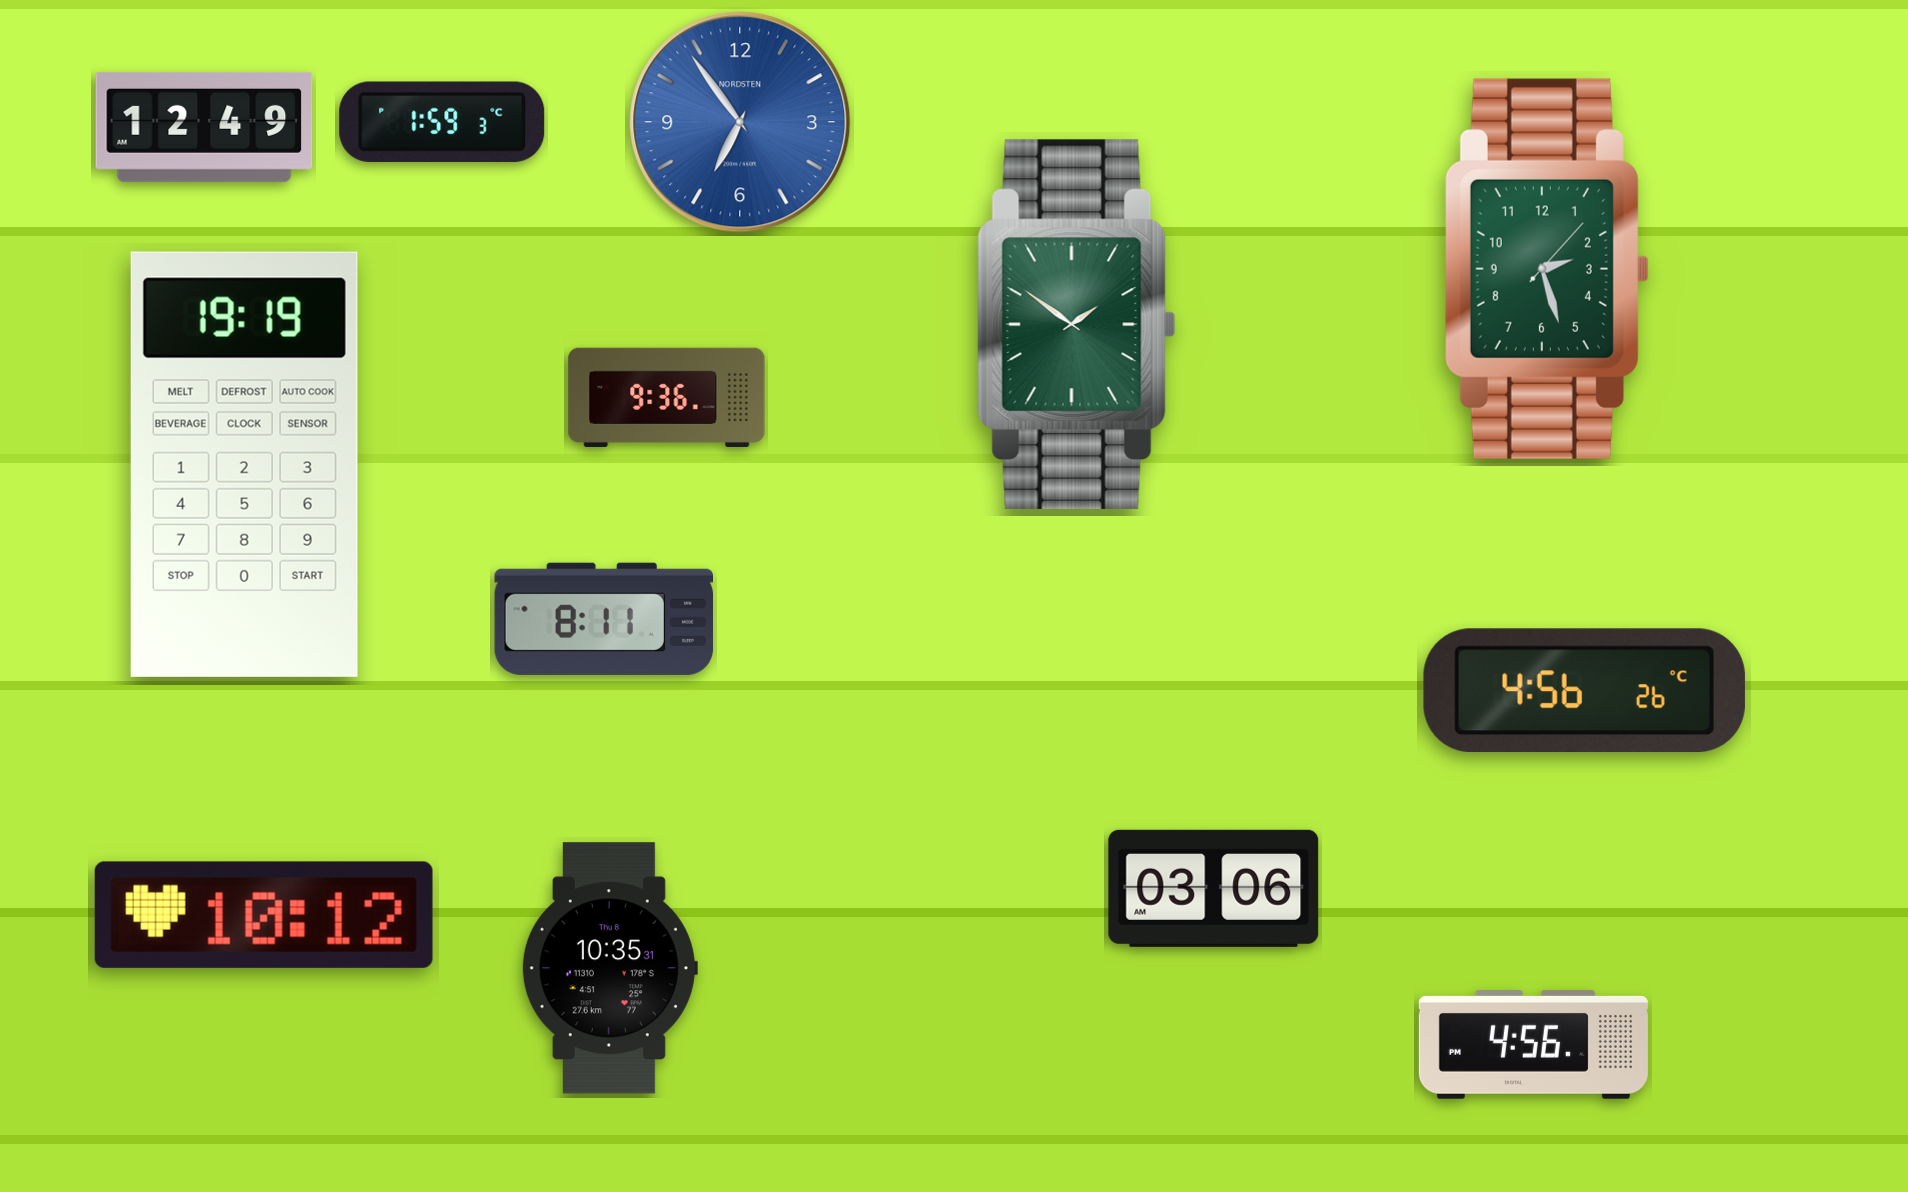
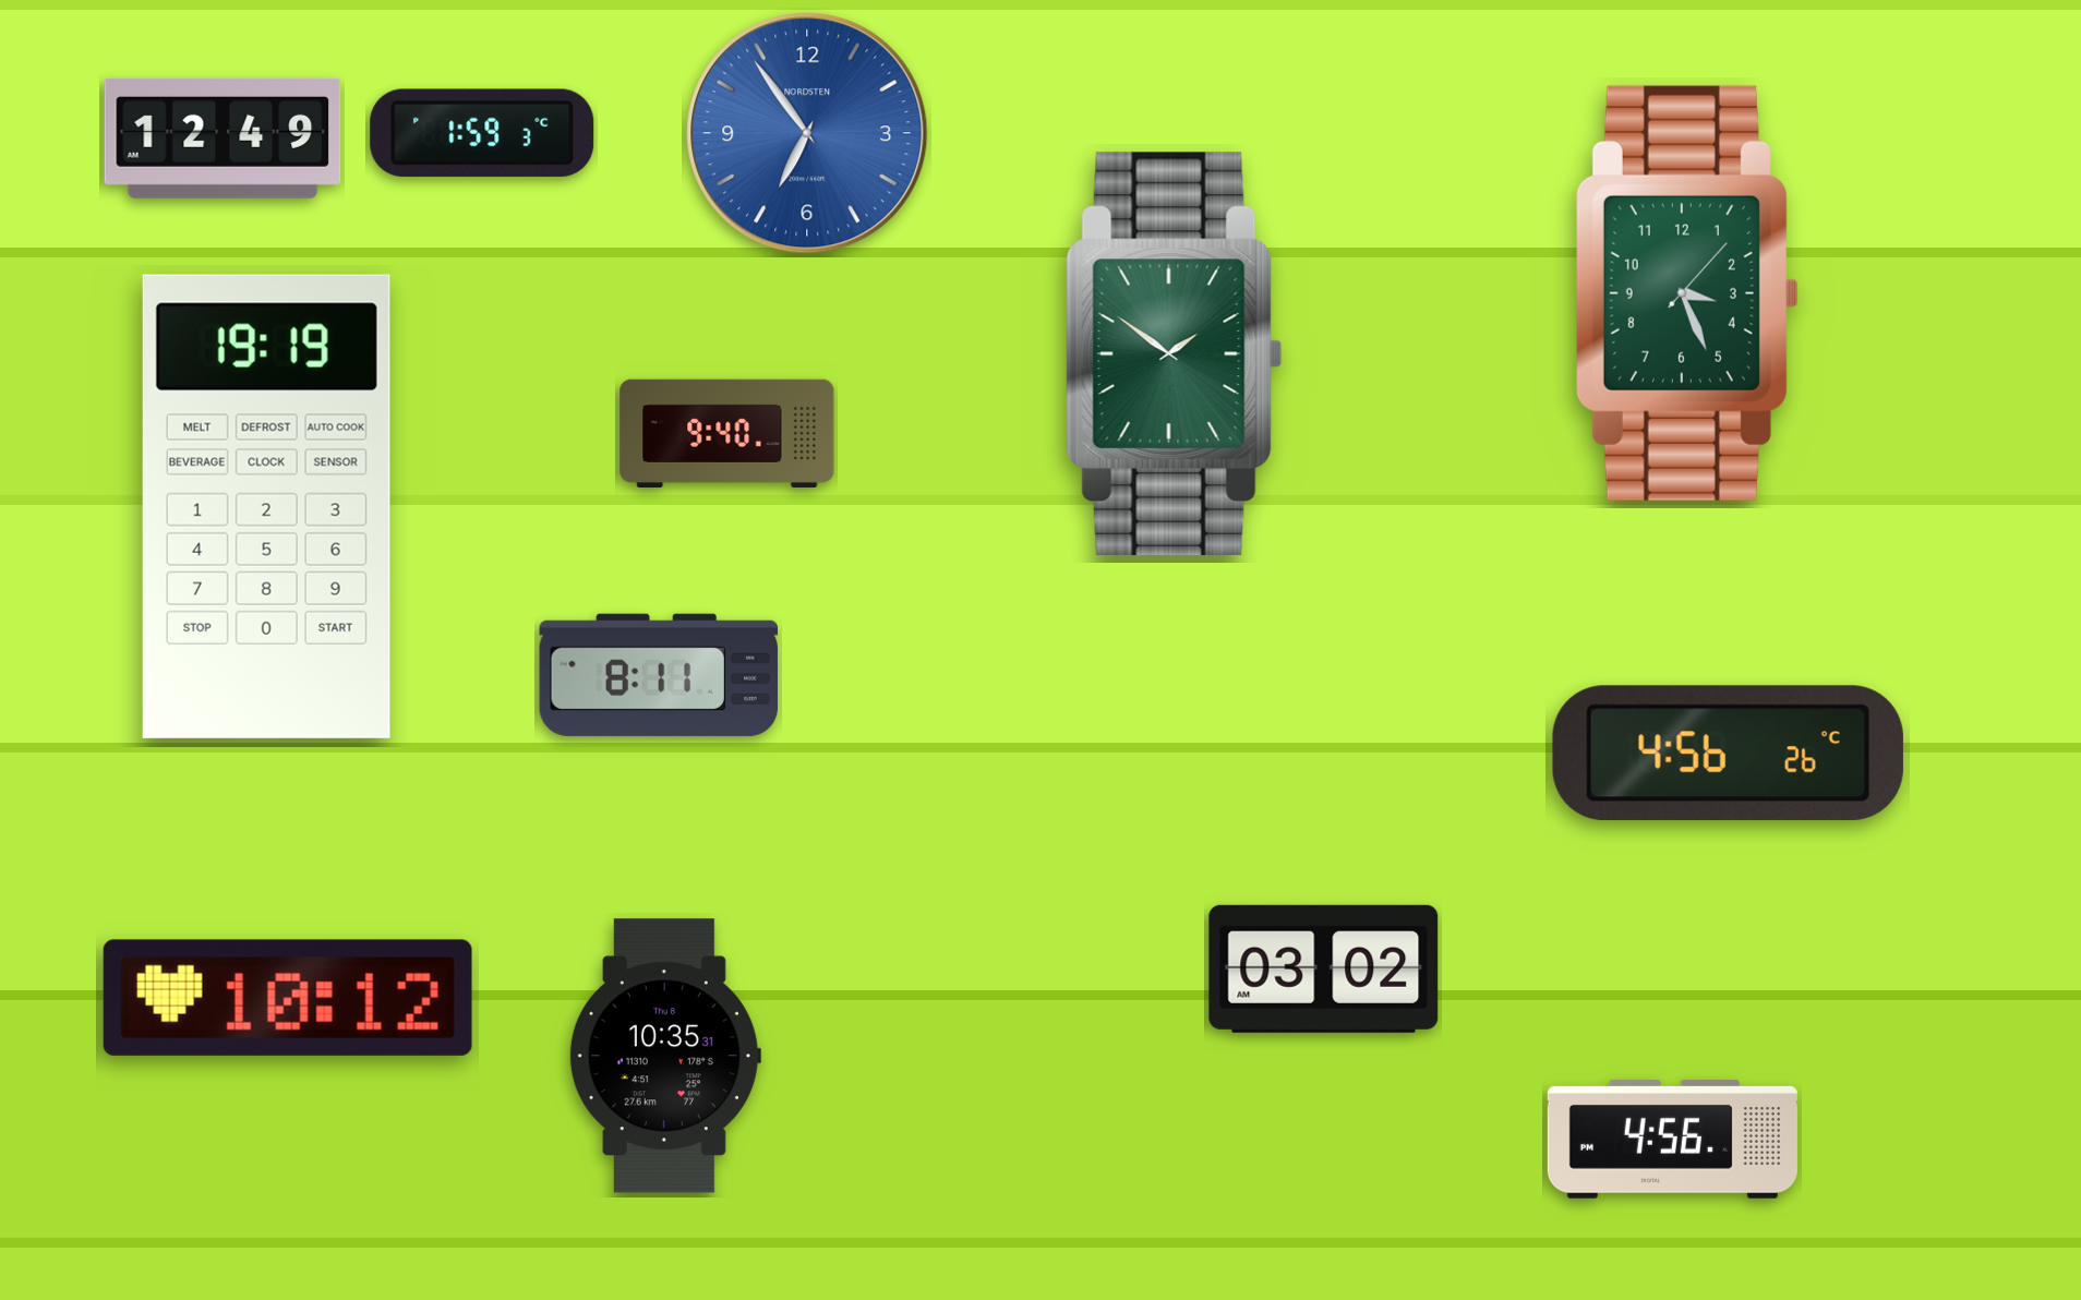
clock at (1547, 269): 2:27 -> 3:26
clock at (667, 397): 9:36 -> 9:40
clock at (1214, 888): 03:06 -> 03:02
